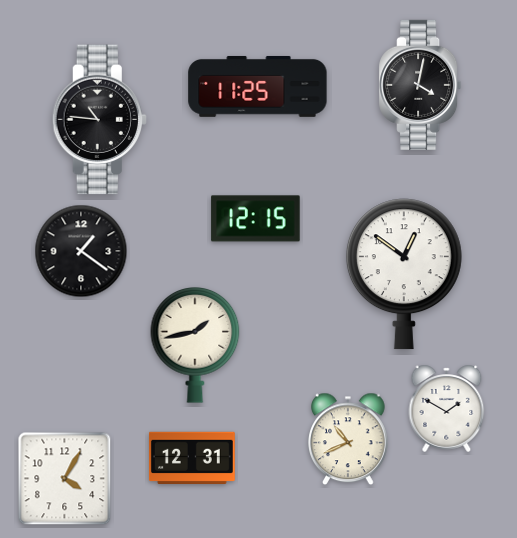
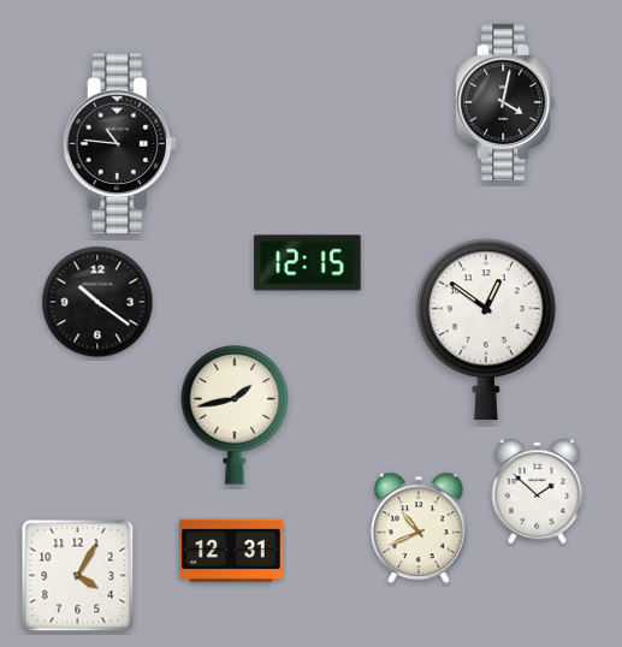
clock at (258, 86): 11:25 -> none
clock at (81, 251): 1:21 -> 10:21
clock at (447, 408): 1:50 -> 1:52
